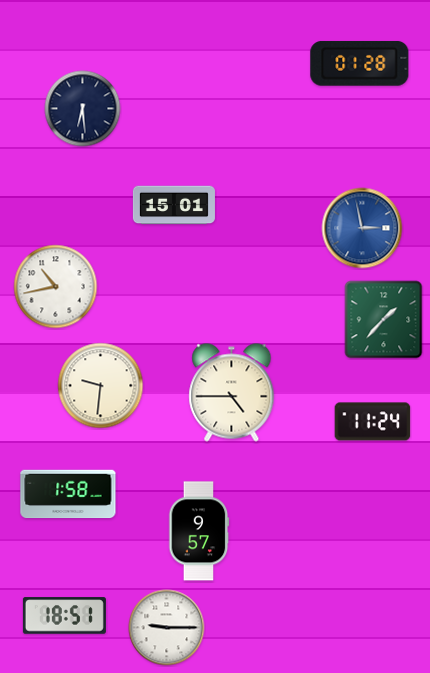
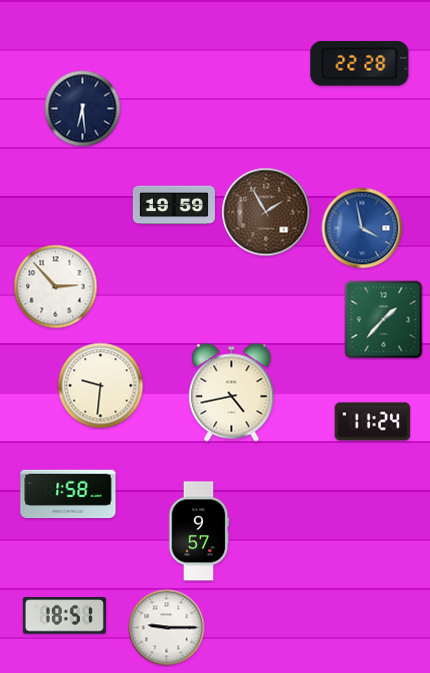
clock at (360, 64): 01:28 -> 22:28
clock at (174, 205): 15:01 -> 19:59
clock at (266, 212): none -> 1:55
clock at (362, 228): 2:58 -> 3:58
clock at (56, 287): 10:43 -> 2:53
clock at (232, 393): 4:45 -> 4:43
